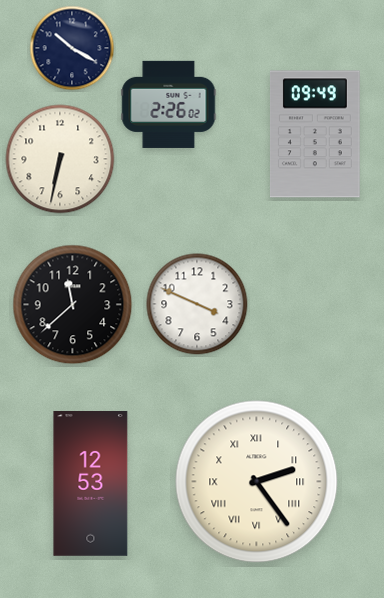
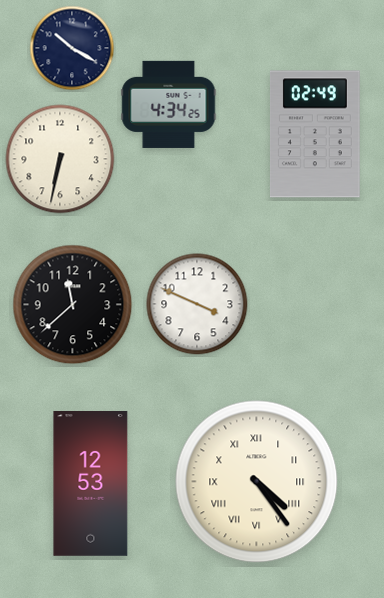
clock at (169, 104): 2:26 -> 4:34
clock at (315, 134): 09:49 -> 02:49
clock at (257, 482): 2:24 -> 4:24
